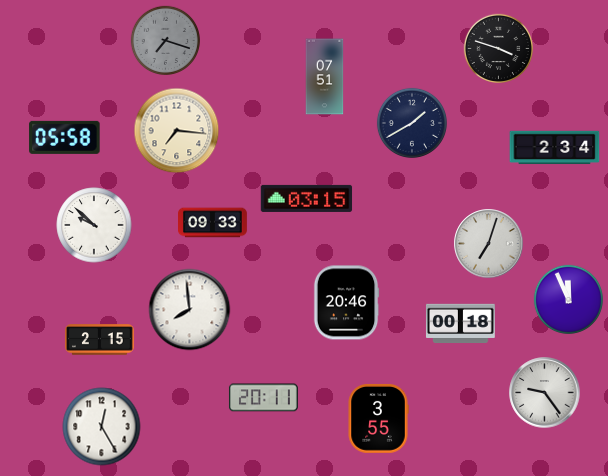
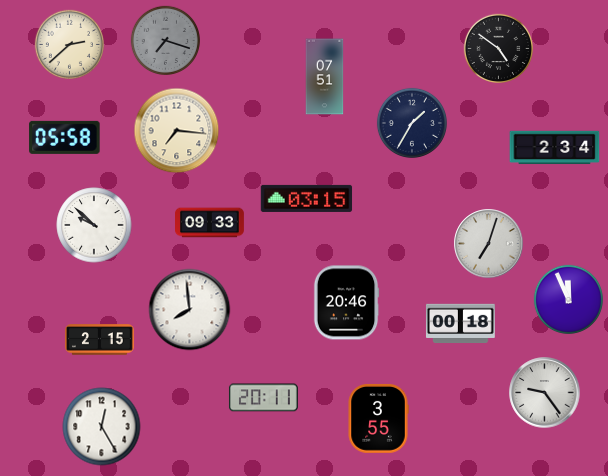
clock at (69, 44): none -> 2:38
clock at (498, 48): 3:48 -> 4:51
clock at (412, 123): 1:40 -> 1:35
clock at (213, 223) position: (213, 223) -> (210, 223)
